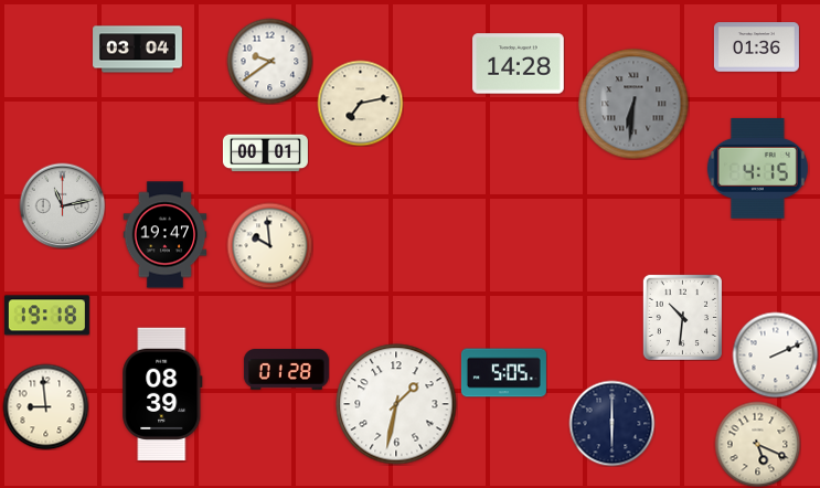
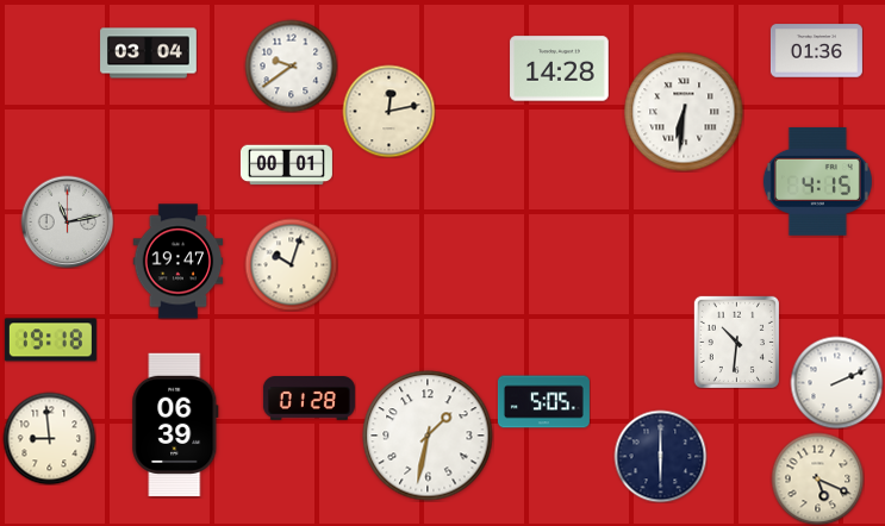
clock at (360, 103): 7:13 -> 12:13
clock at (633, 104) dial: grey -> white
clock at (166, 235) position: (166, 235) -> (179, 262)
clock at (269, 245): 9:59 -> 10:03
clock at (162, 393): 08:39 -> 06:39
